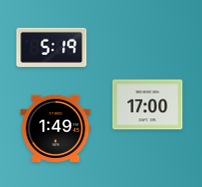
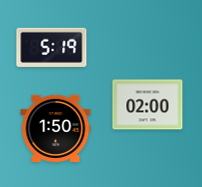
clock at (148, 105): 17:00 -> 02:00
clock at (56, 128): 1:49 -> 1:50
